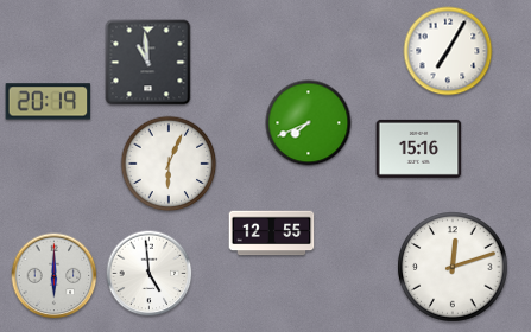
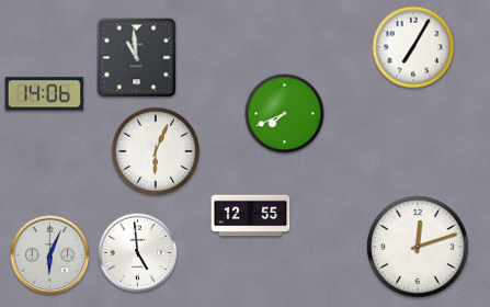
clock at (49, 102): 20:19 -> 14:06
clock at (419, 148): 15:16 -> none
clock at (55, 276): 6:00 -> 6:04
